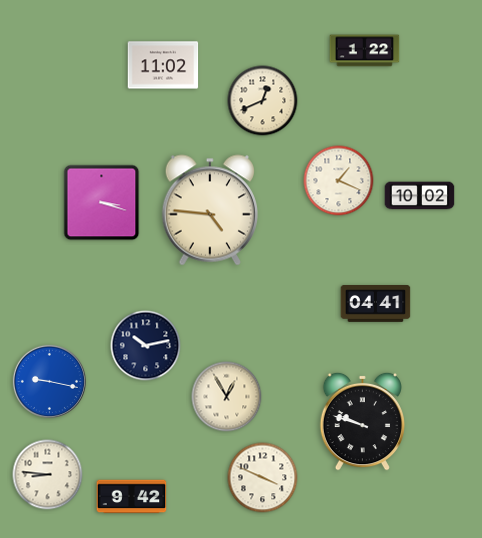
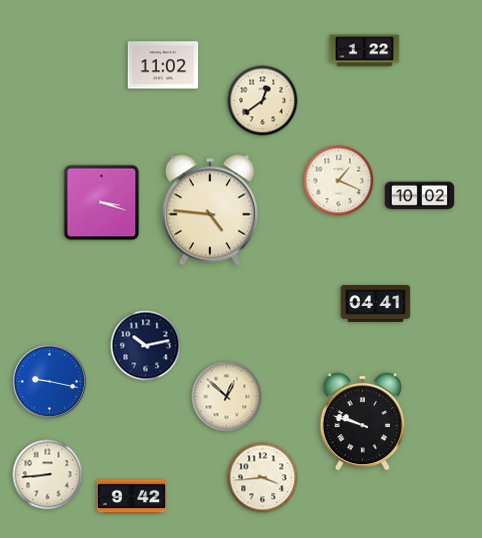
clock at (263, 101): 12:41 -> 12:39
clock at (227, 397): 12:55 -> 12:52
clock at (48, 475): 8:46 -> 8:44
clock at (263, 478): 3:49 -> 3:44
